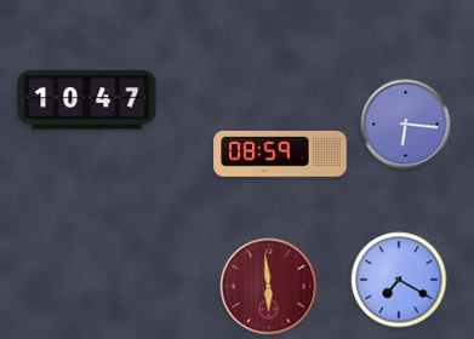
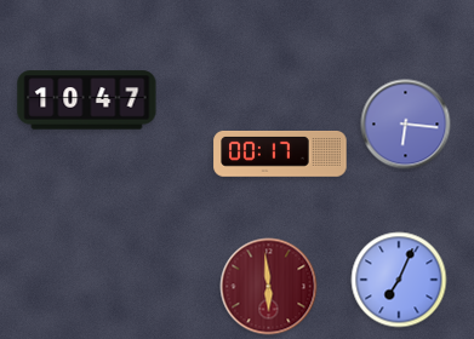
clock at (280, 154): 08:59 -> 00:17
clock at (399, 280): 7:20 -> 7:04
